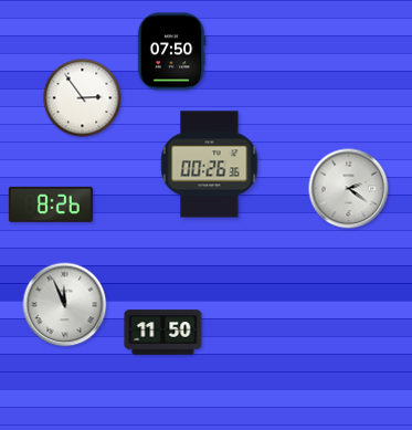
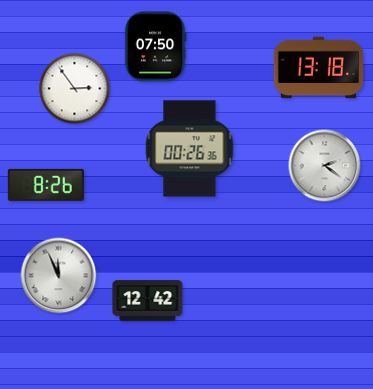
clock at (318, 68): none -> 13:18
clock at (349, 189) position: (349, 189) -> (325, 166)
clock at (163, 333): 11:50 -> 12:42
